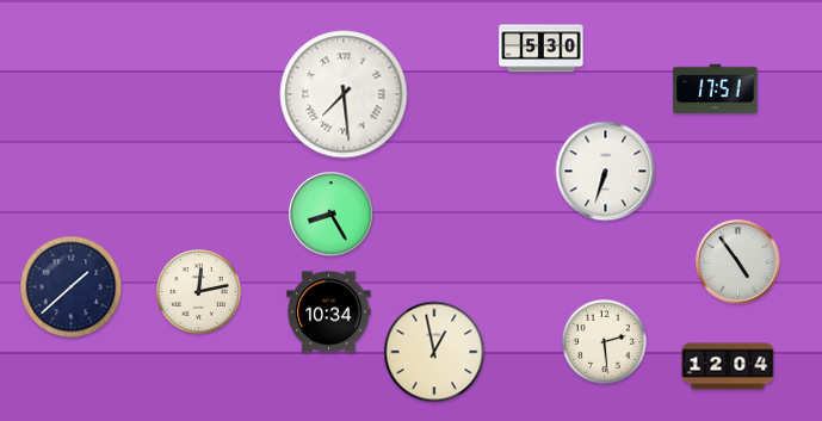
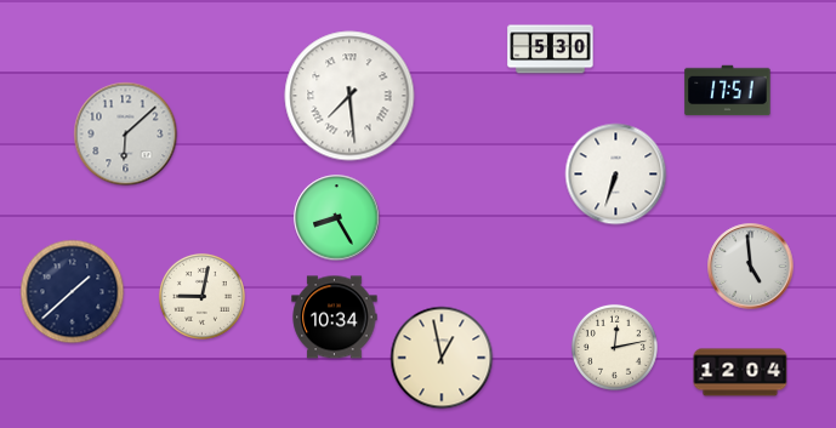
clock at (126, 135): none -> 6:08
clock at (738, 262): 4:54 -> 4:59
clock at (198, 291): 12:13 -> 9:02
clock at (604, 341): 2:29 -> 12:13
